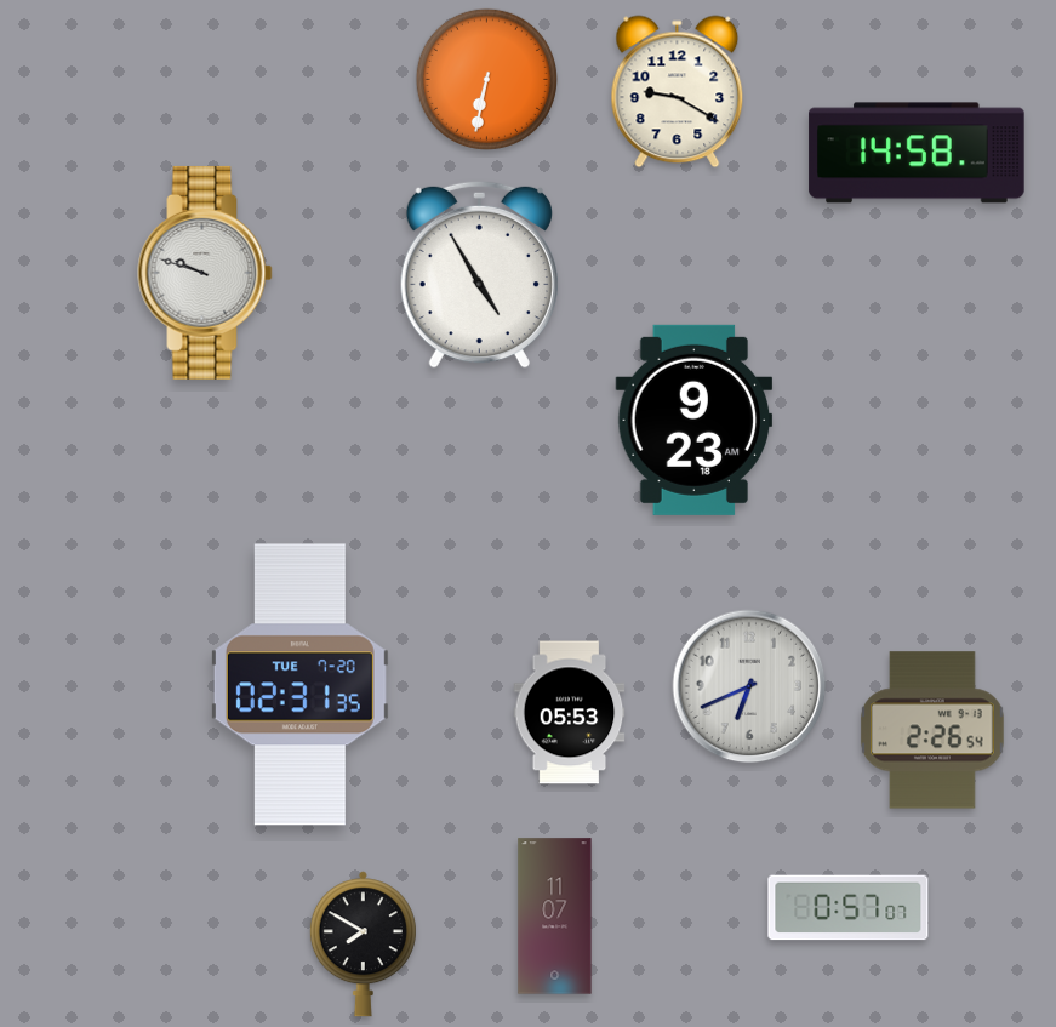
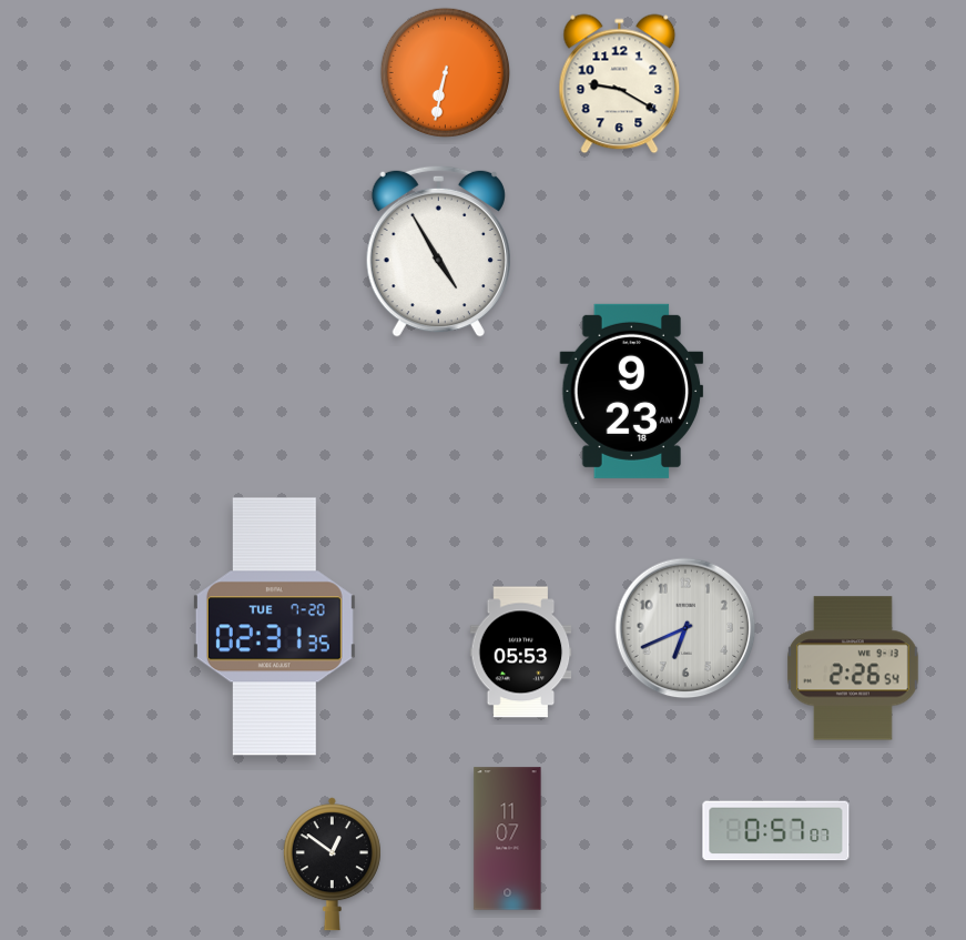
clock at (917, 153): 14:58 -> none
clock at (205, 273): 9:48 -> none
clock at (695, 420) position: (695, 420) -> (632, 391)
clock at (363, 945): 7:50 -> 12:51
